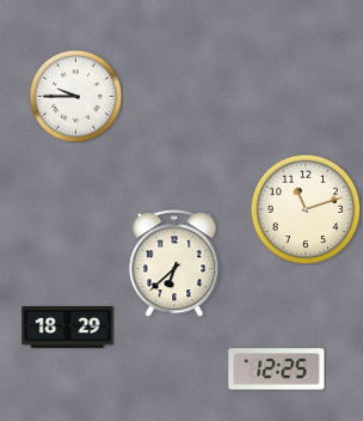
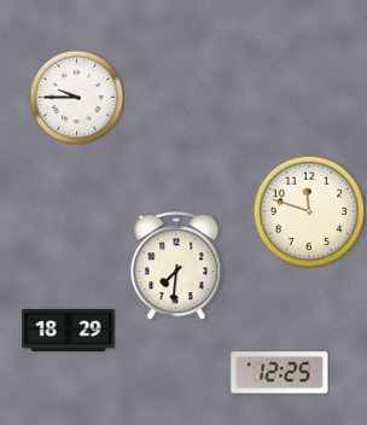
clock at (306, 209): 11:12 -> 11:48
clock at (174, 263): 6:38 -> 7:31
